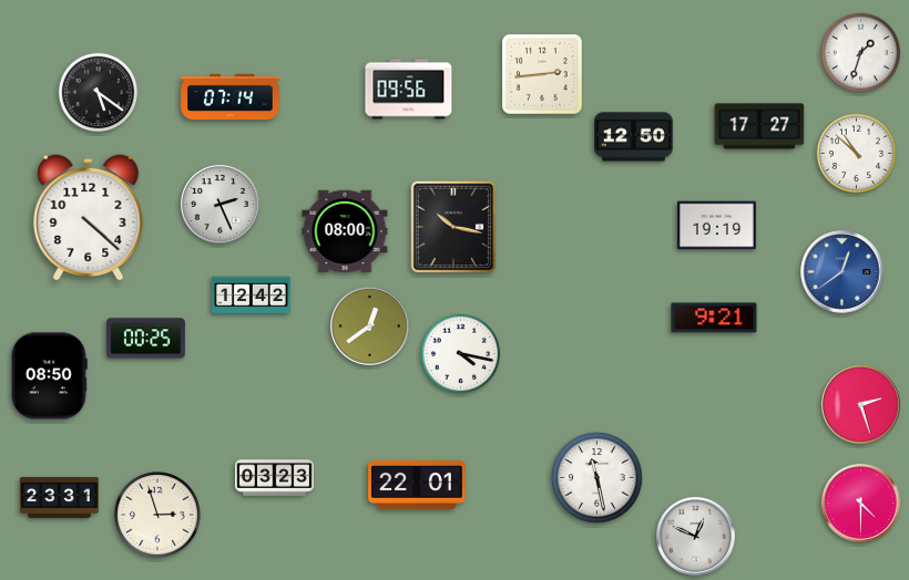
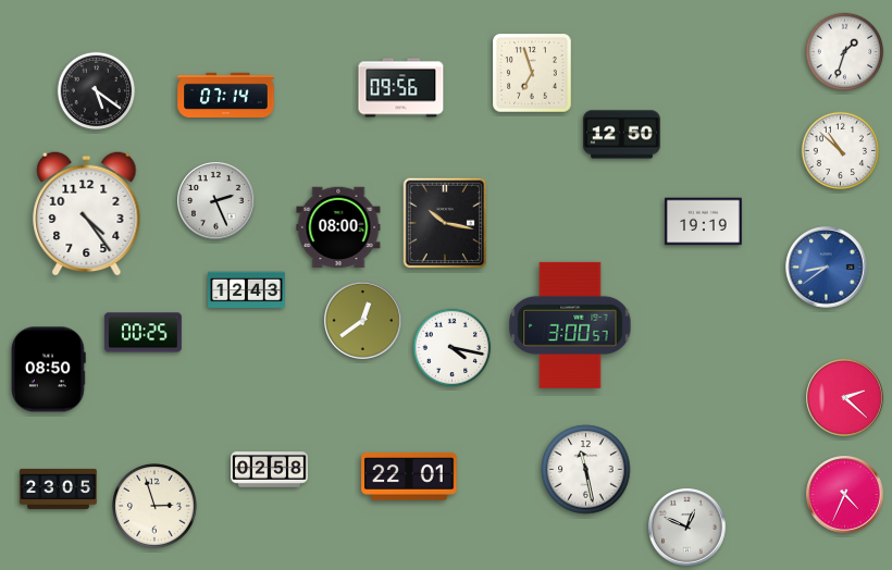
clock at (542, 74): 2:44 -> 6:57
clock at (759, 126): 17:27 -> none
clock at (89, 217): 4:22 -> 4:24
clock at (842, 272): 12:39 -> 8:39
clock at (252, 296): 12:42 -> 12:43
clock at (714, 318): 9:21 -> none
clock at (570, 325): none -> 3:00
clock at (861, 405): 2:27 -> 2:22
clock at (275, 478): 03:23 -> 02:58
clock at (60, 497): 23:31 -> 23:05
clock at (861, 504): 4:30 -> 4:34
clock at (696, 537) position: (696, 537) -> (687, 528)
